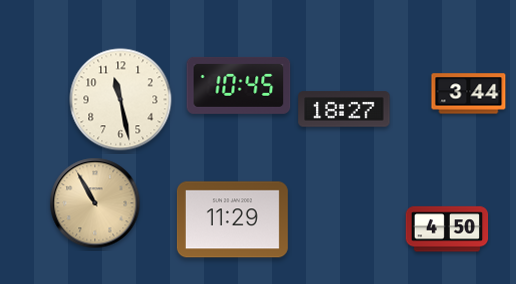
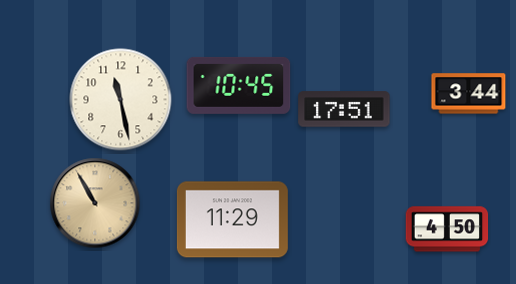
clock at (344, 109): 18:27 -> 17:51
